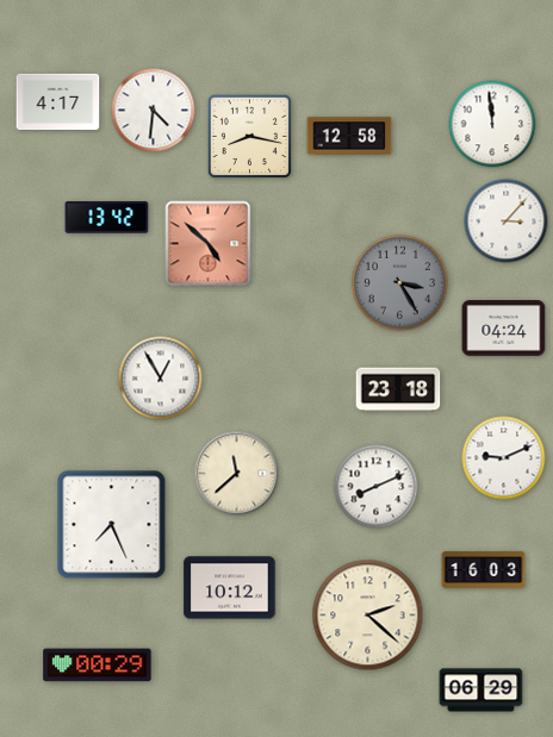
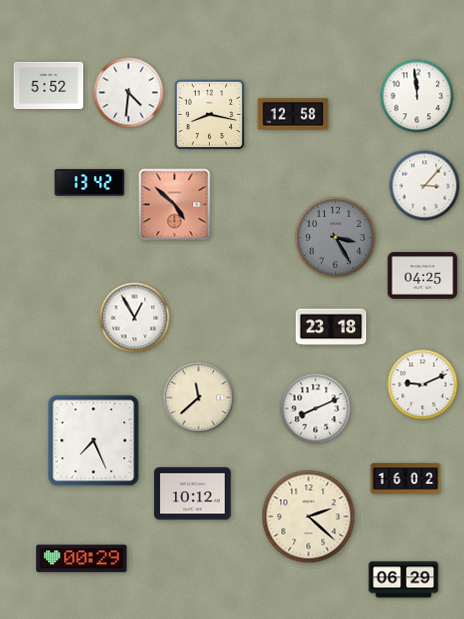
clock at (58, 102): 4:17 -> 5:52
clock at (492, 124) position: (492, 124) -> (417, 96)
clock at (504, 329): 04:24 -> 04:25
clock at (398, 389) position: (398, 389) -> (331, 327)
clock at (484, 570): 16:03 -> 16:02
